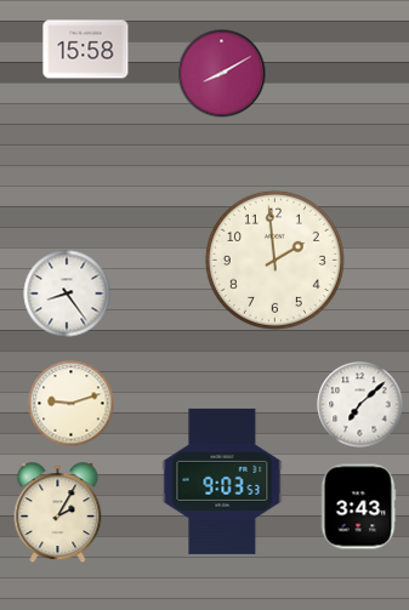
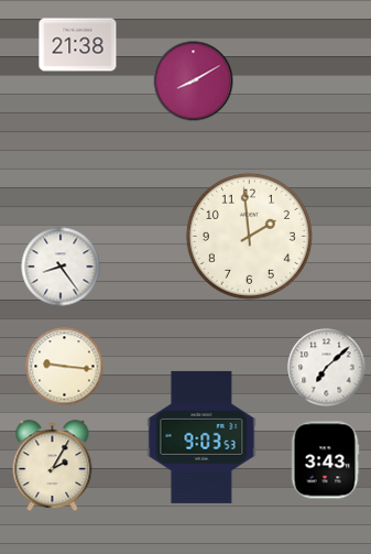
clock at (86, 50): 15:58 -> 21:38
clock at (222, 74) position: (222, 74) -> (194, 82)
clock at (72, 404): 9:12 -> 9:16
